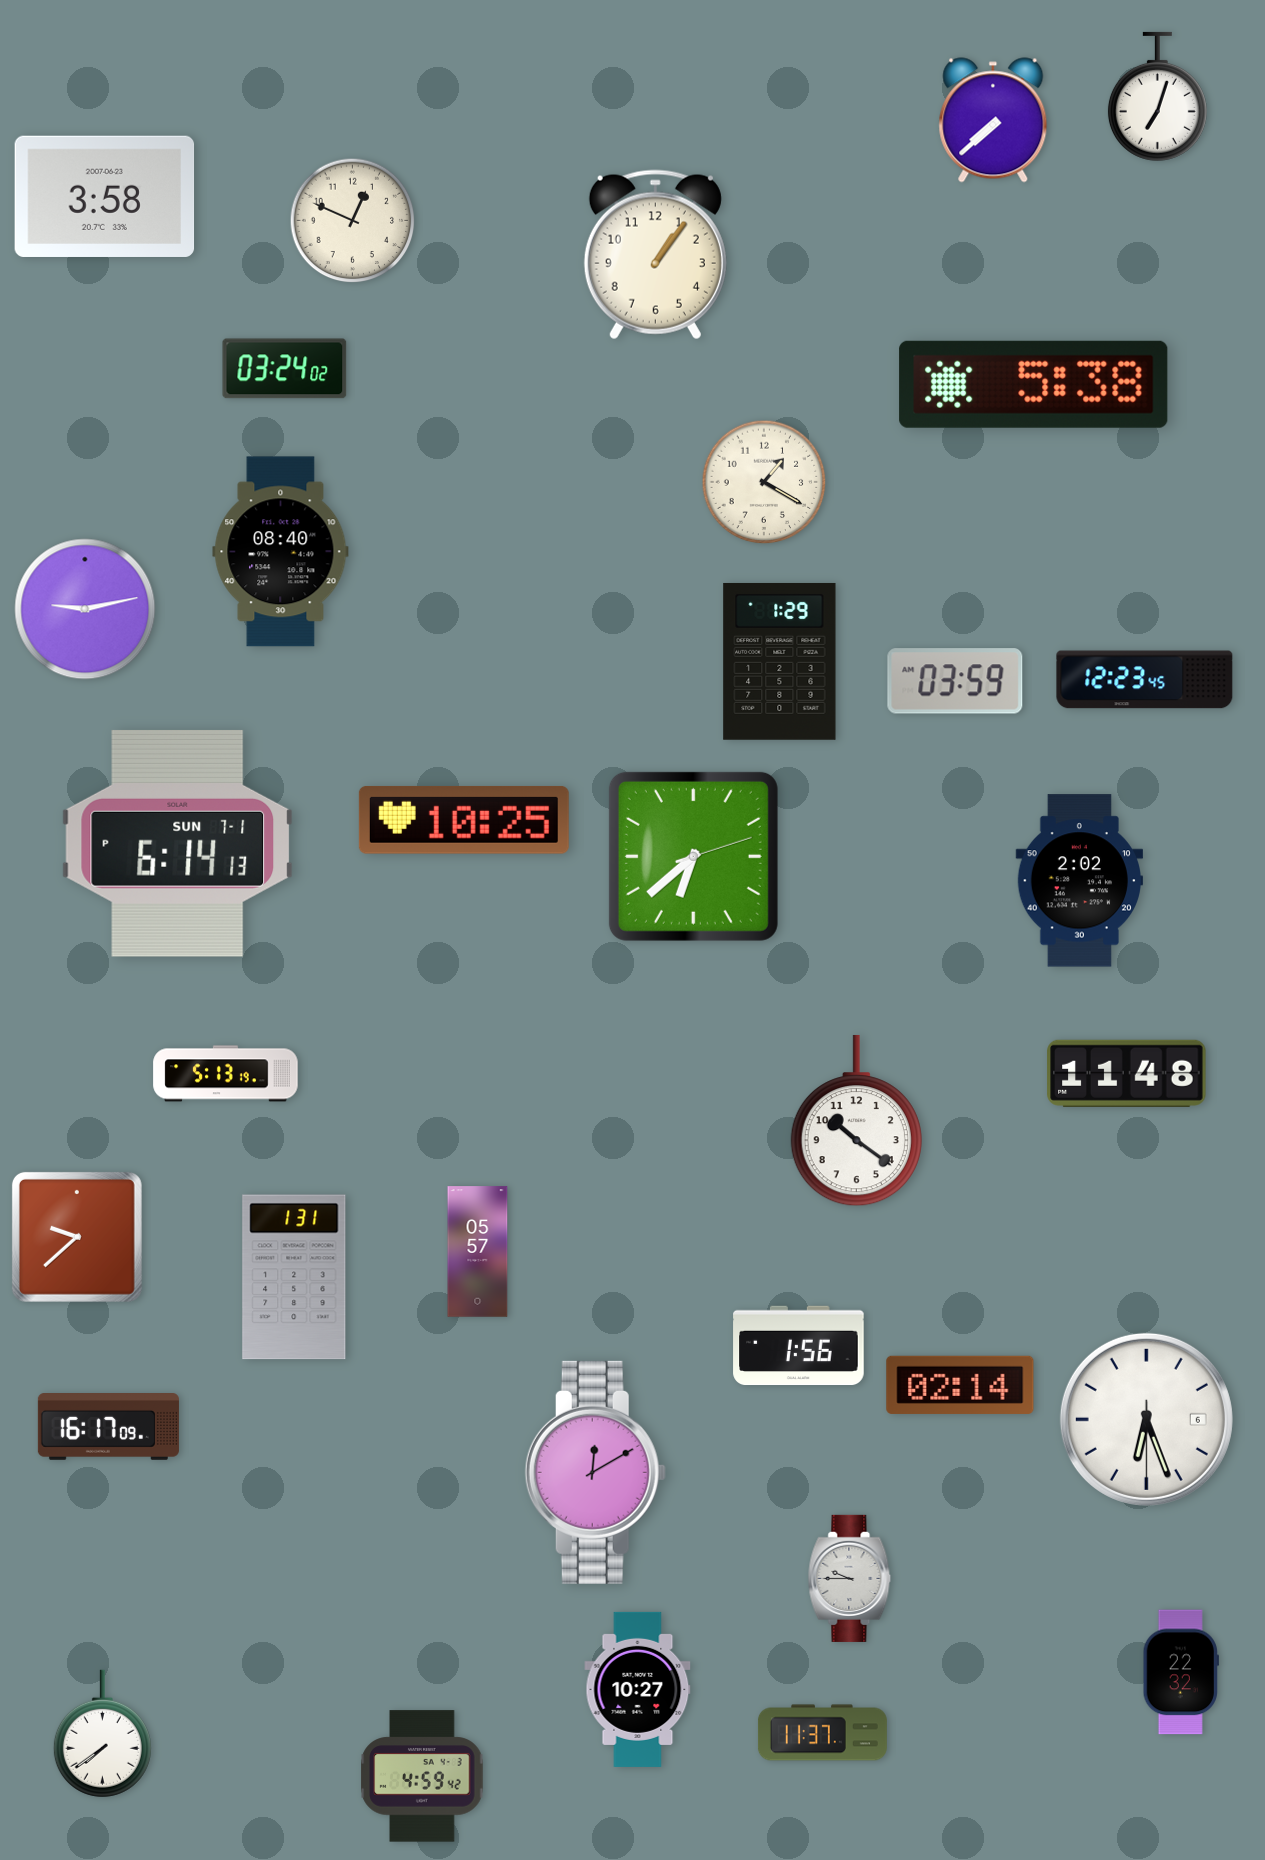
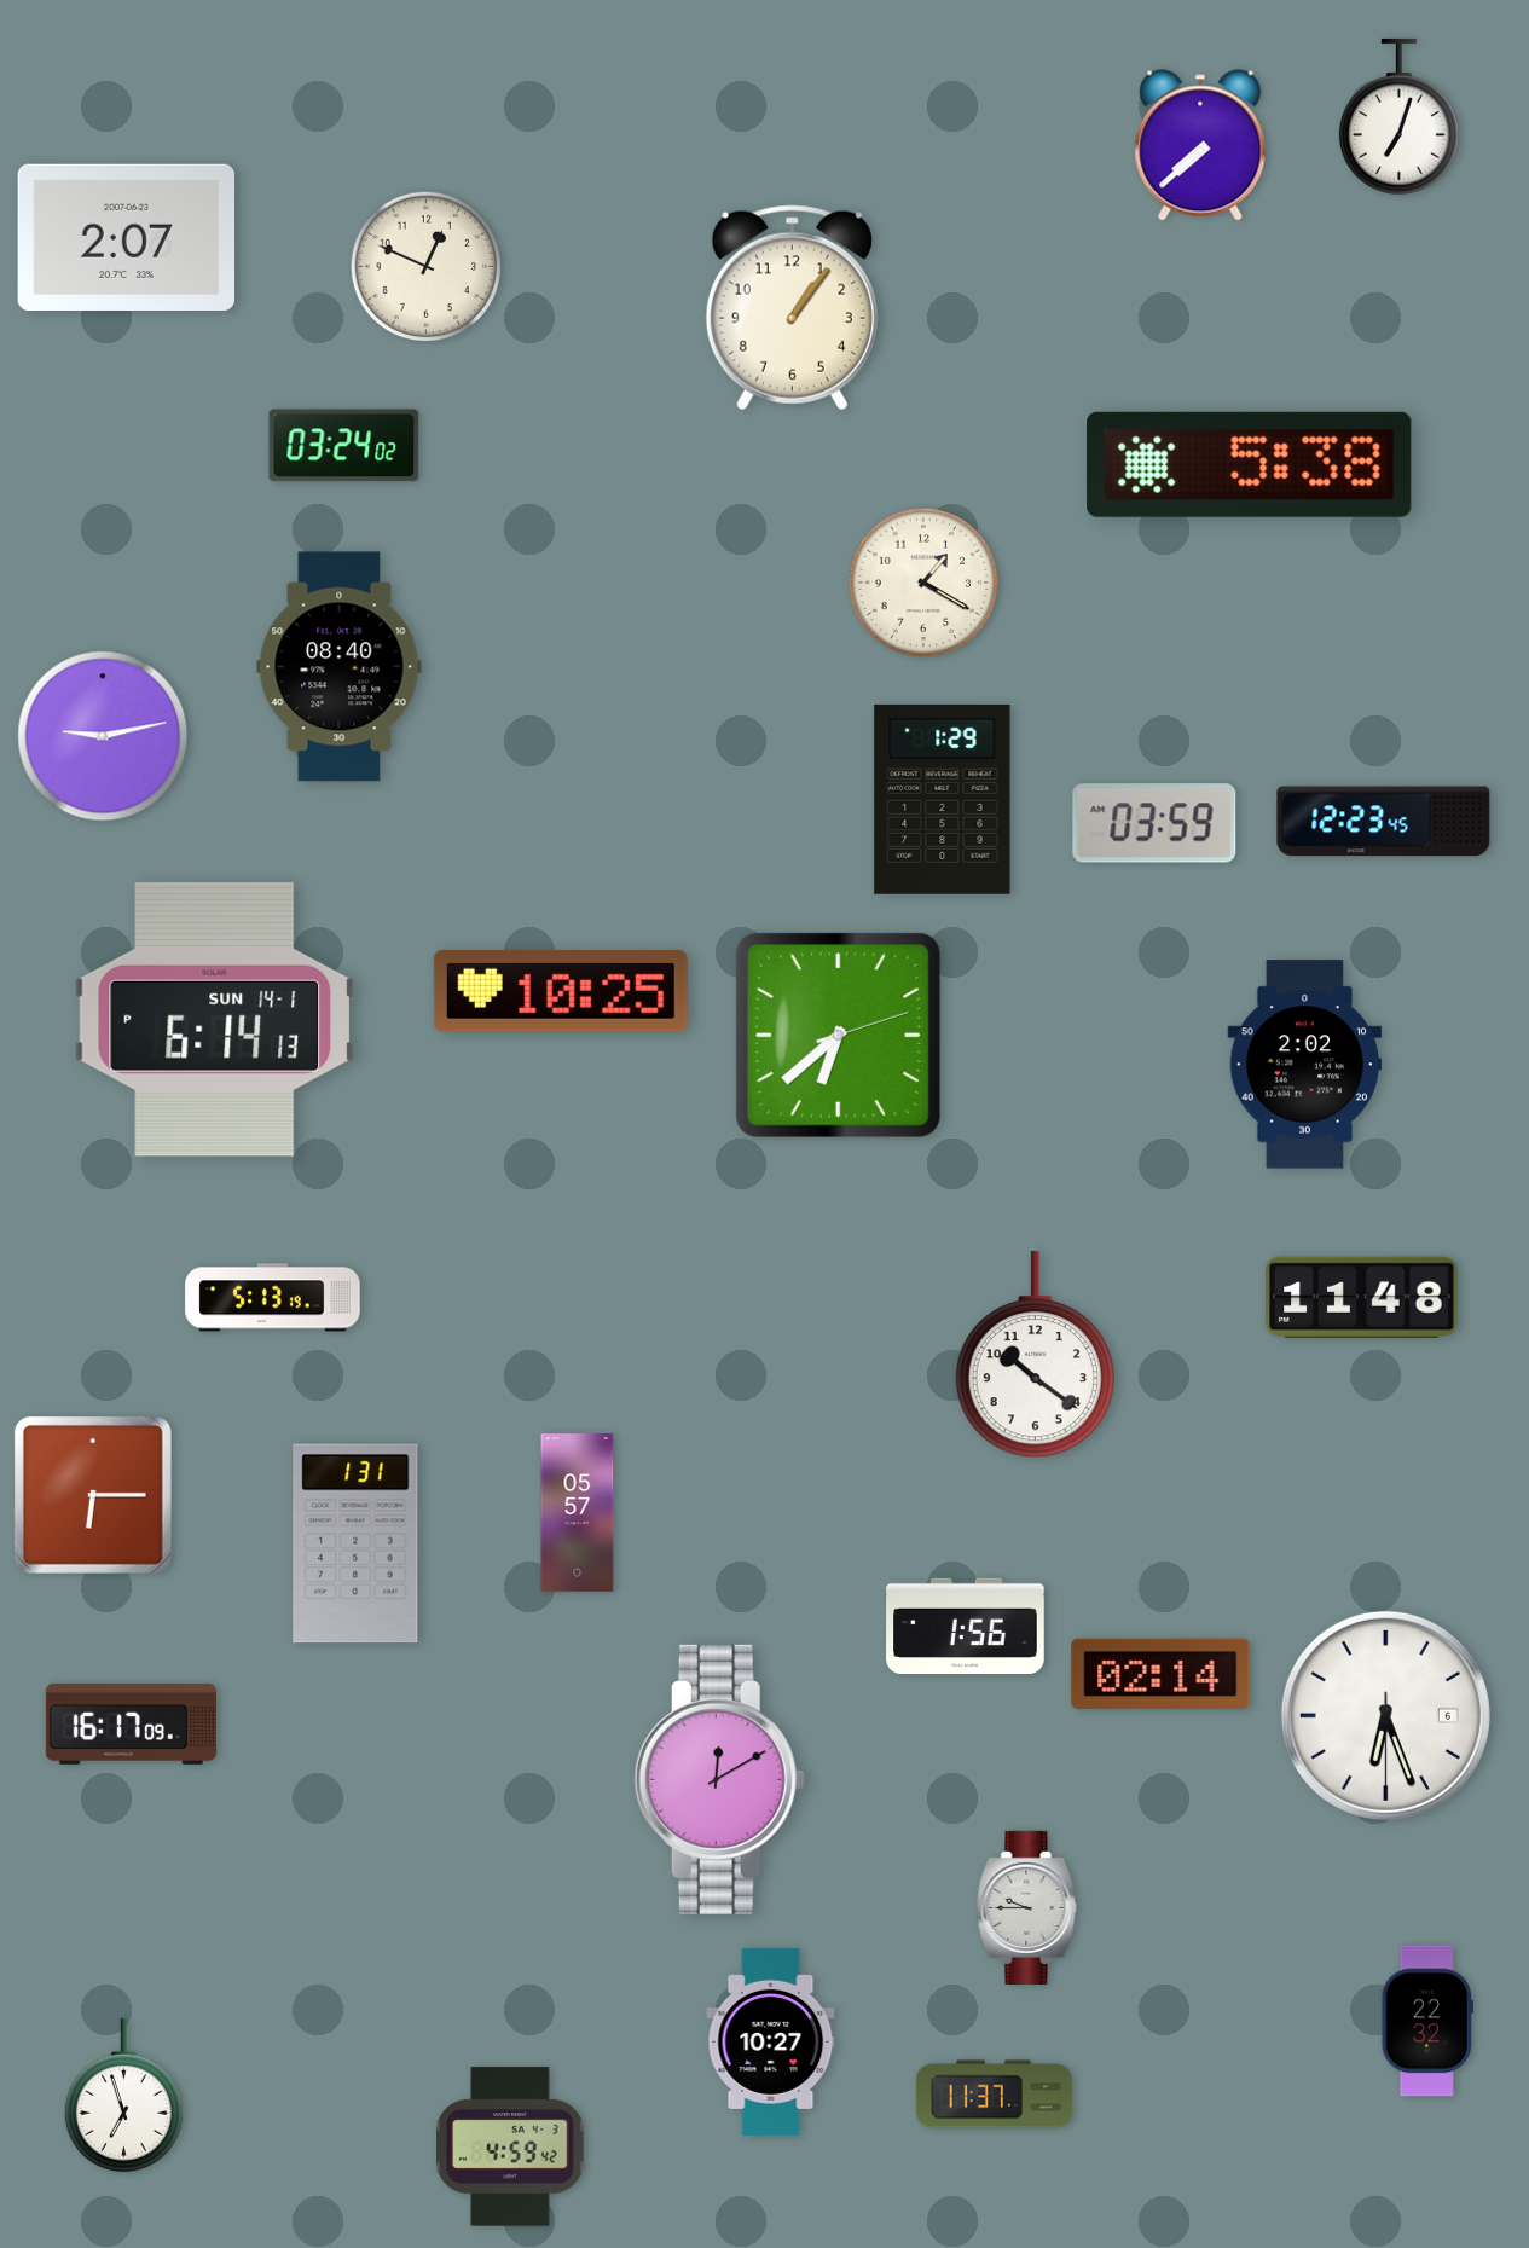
clock at (105, 196): 3:58 -> 2:07
clock at (178, 843) date: SUN 7-1 -> SUN 14-1
clock at (77, 1237): 9:38 -> 6:15
clock at (102, 1734): 7:39 -> 6:57
